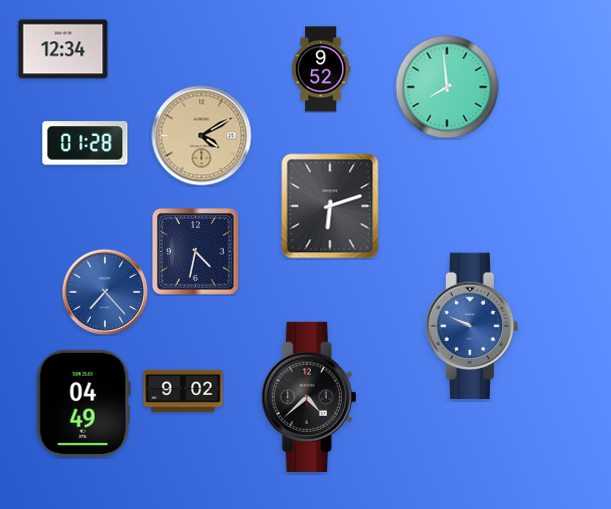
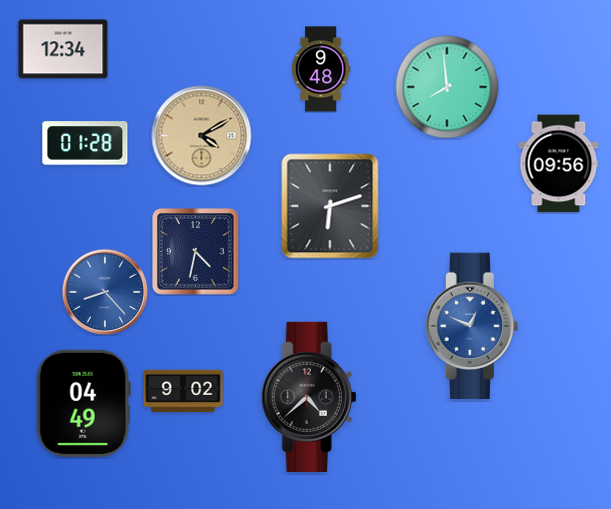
clock at (321, 69): 9:52 -> 9:48
clock at (559, 164): none -> 09:56
clock at (105, 292): 7:23 -> 8:23
clock at (472, 326): 9:49 -> 12:49
